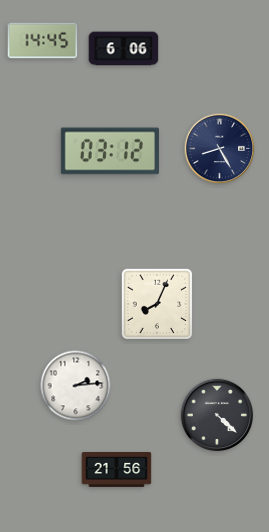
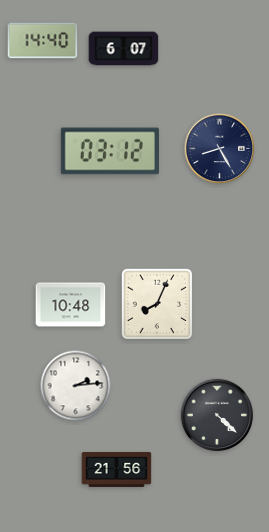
clock at (43, 41): 14:45 -> 14:40
clock at (124, 49): 6:06 -> 6:07
clock at (71, 305): none -> 10:48
